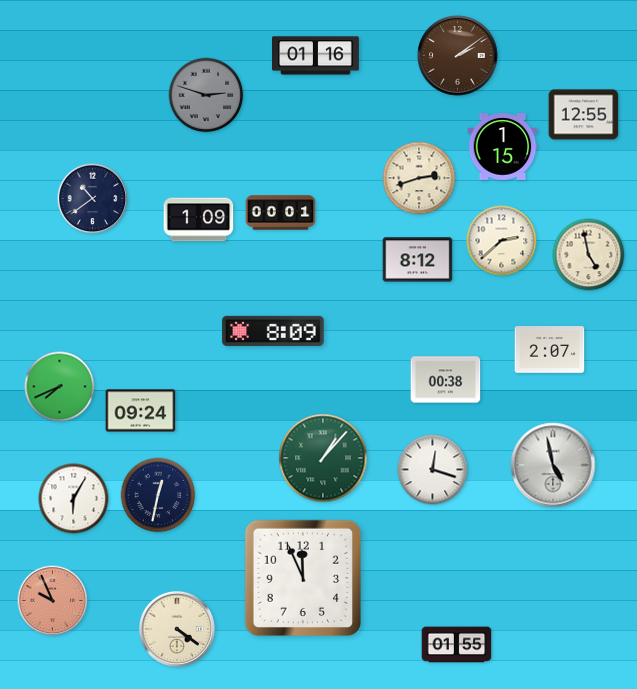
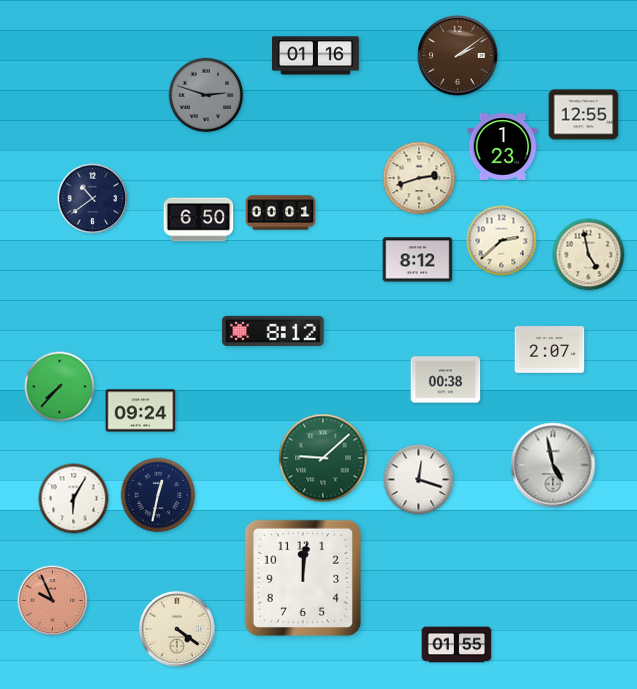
clock at (503, 147): 1:15 -> 1:23
clock at (199, 220): 1:09 -> 6:50
clock at (273, 331): 8:09 -> 8:12
clock at (60, 387): 7:41 -> 7:37
clock at (323, 458): 1:07 -> 9:08
clock at (433, 470) position: (433, 470) -> (419, 480)
clock at (303, 578): 11:56 -> 12:01
